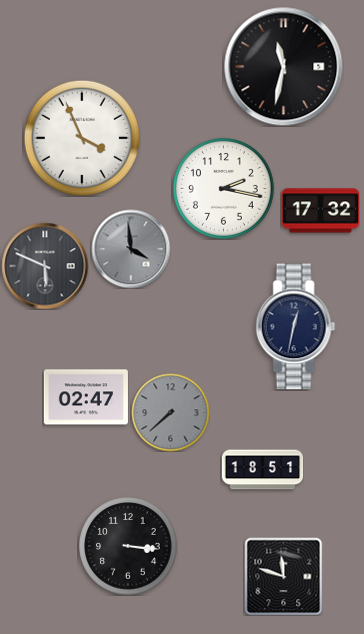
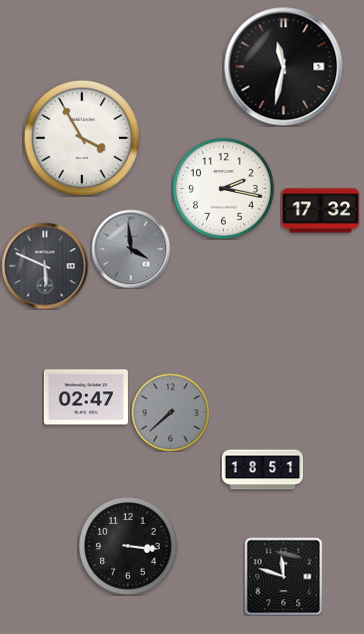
clock at (82, 138): 3:56 -> 3:55
clock at (296, 327): 12:32 -> none
